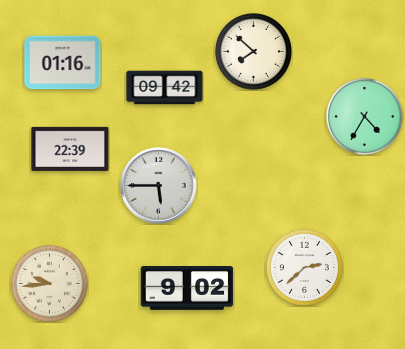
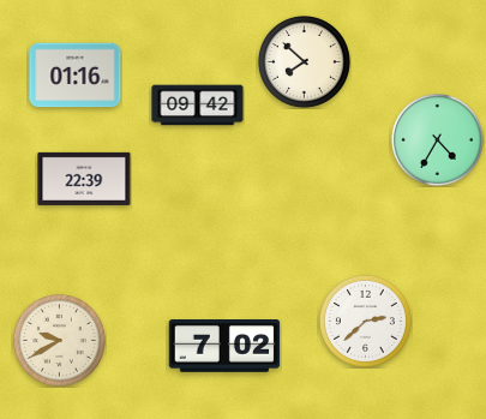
clock at (159, 186): 5:45 -> none
clock at (49, 283): 9:44 -> 9:40
clock at (187, 289): 9:02 -> 7:02
